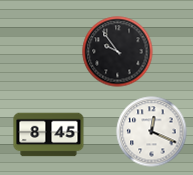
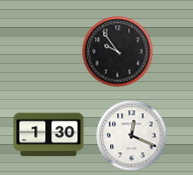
clock at (152, 132) position: (152, 132) -> (132, 136)
clock at (49, 135): 8:45 -> 1:30
